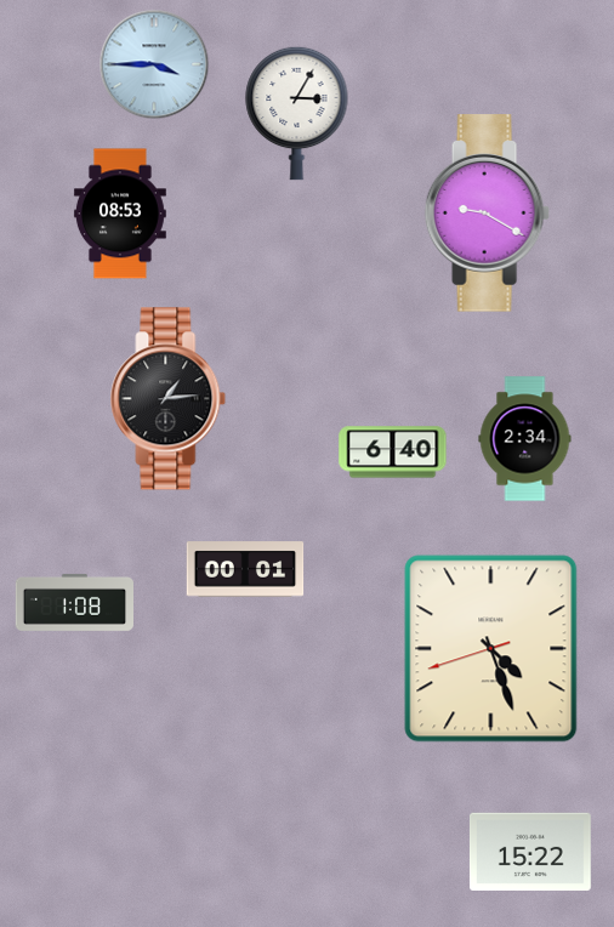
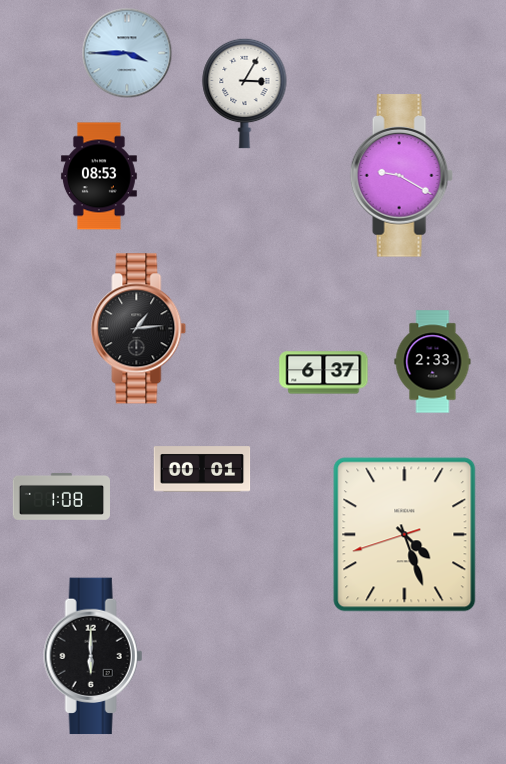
clock at (525, 439): 2:34 -> 2:33
clock at (393, 453): 6:40 -> 6:37
clock at (93, 656): none -> 6:00
clock at (530, 851): 15:22 -> none
